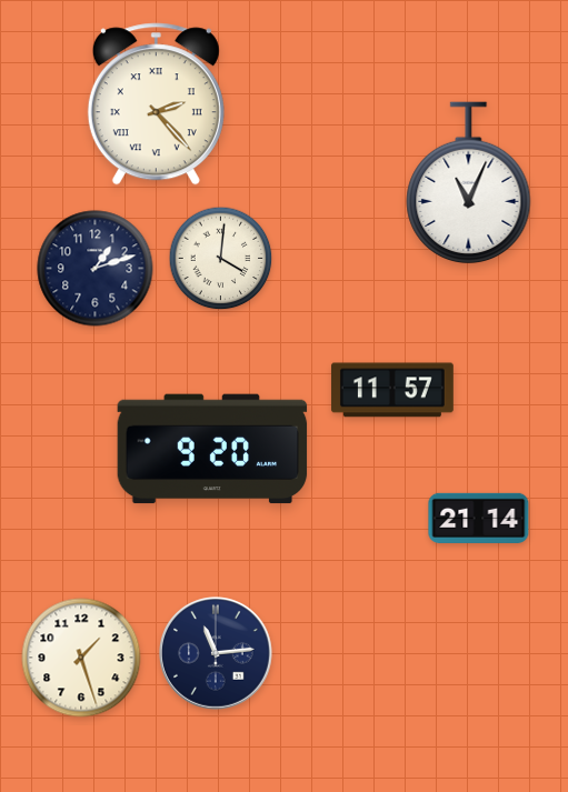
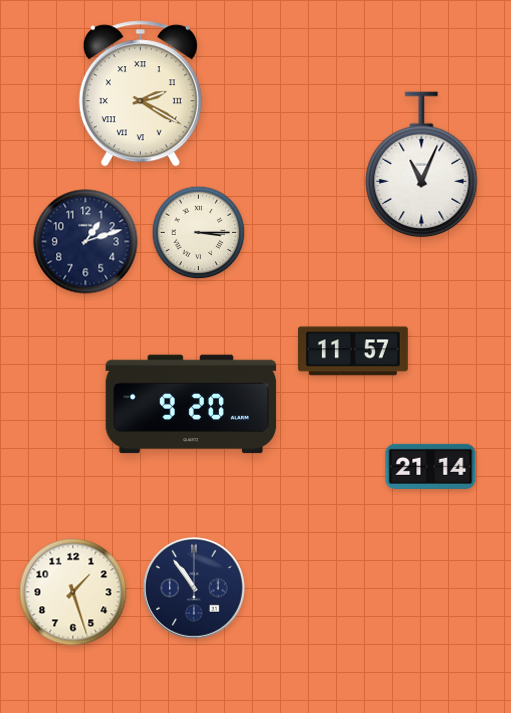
clock at (156, 104): 2:23 -> 2:20
clock at (221, 259): 4:01 -> 3:15
clock at (217, 654): 11:14 -> 10:54
